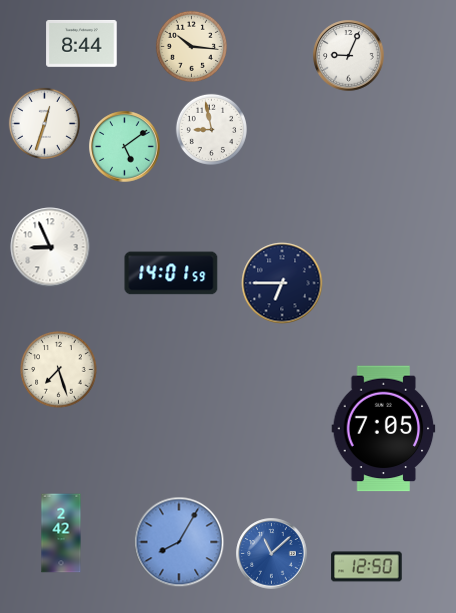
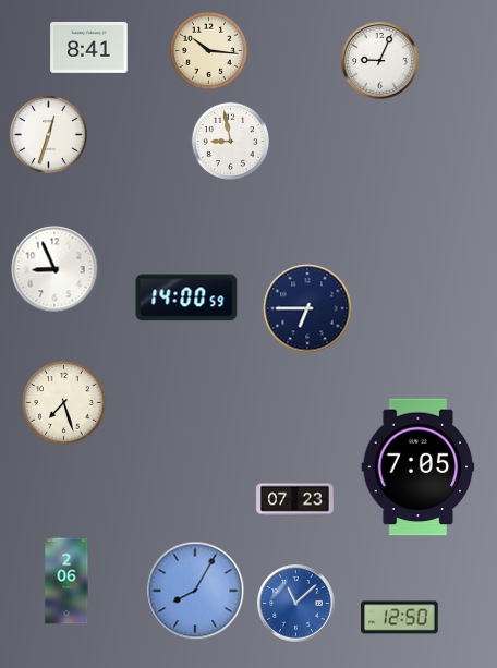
clock at (82, 43): 8:44 -> 8:41
clock at (125, 147): 5:09 -> none
clock at (171, 273): 14:01 -> 14:00
clock at (295, 500): none -> 07:23
clock at (61, 533): 2:42 -> 2:06
